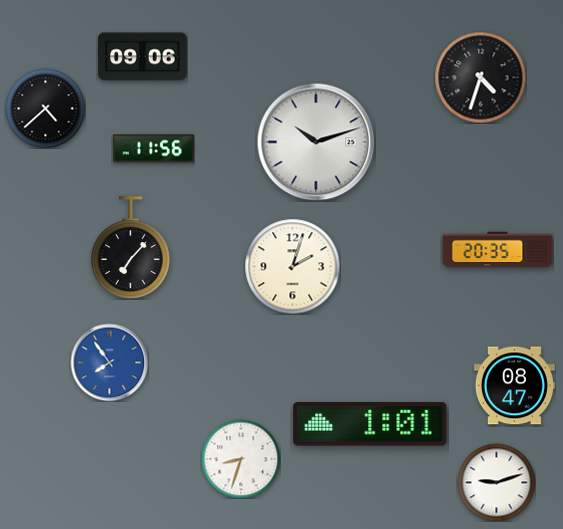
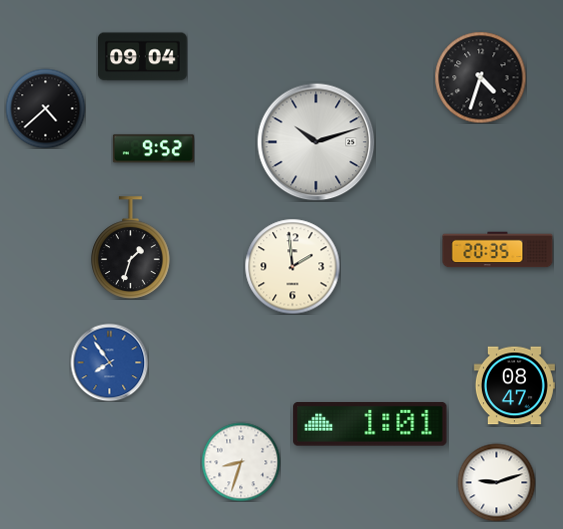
clock at (143, 57): 09:06 -> 09:04
clock at (153, 149): 11:56 -> 9:52
clock at (131, 248): 7:07 -> 1:33
clock at (292, 266): 2:03 -> 1:59
clock at (241, 459) position: (241, 459) -> (241, 462)
